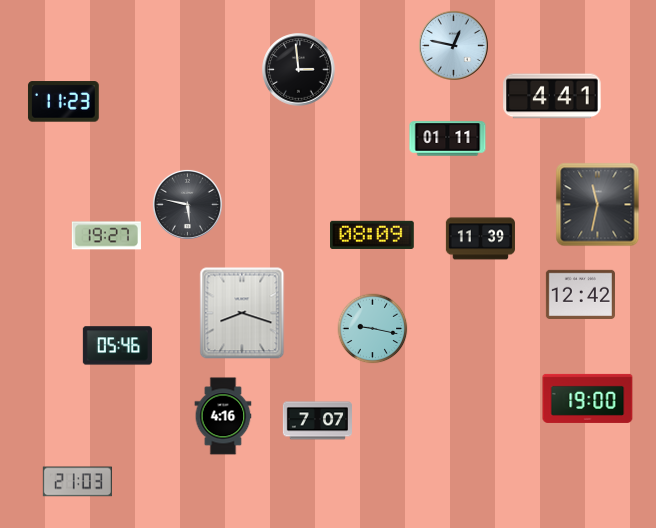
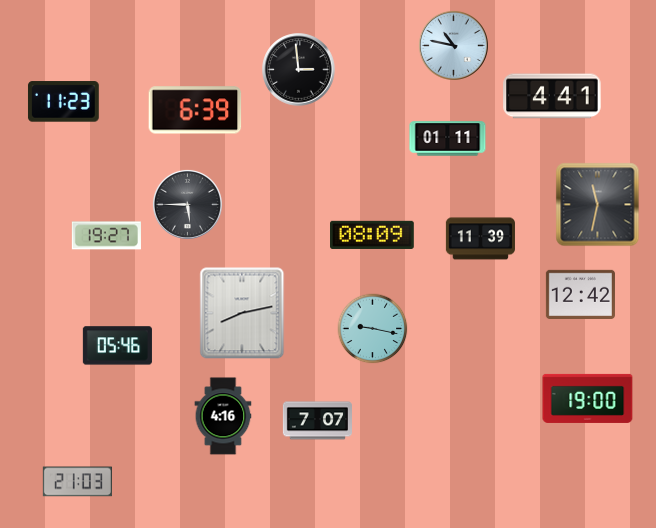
clock at (453, 45): 12:47 -> 10:47
clock at (195, 110): none -> 6:39
clock at (187, 204): 5:47 -> 5:45
clock at (242, 313): 8:18 -> 8:13
